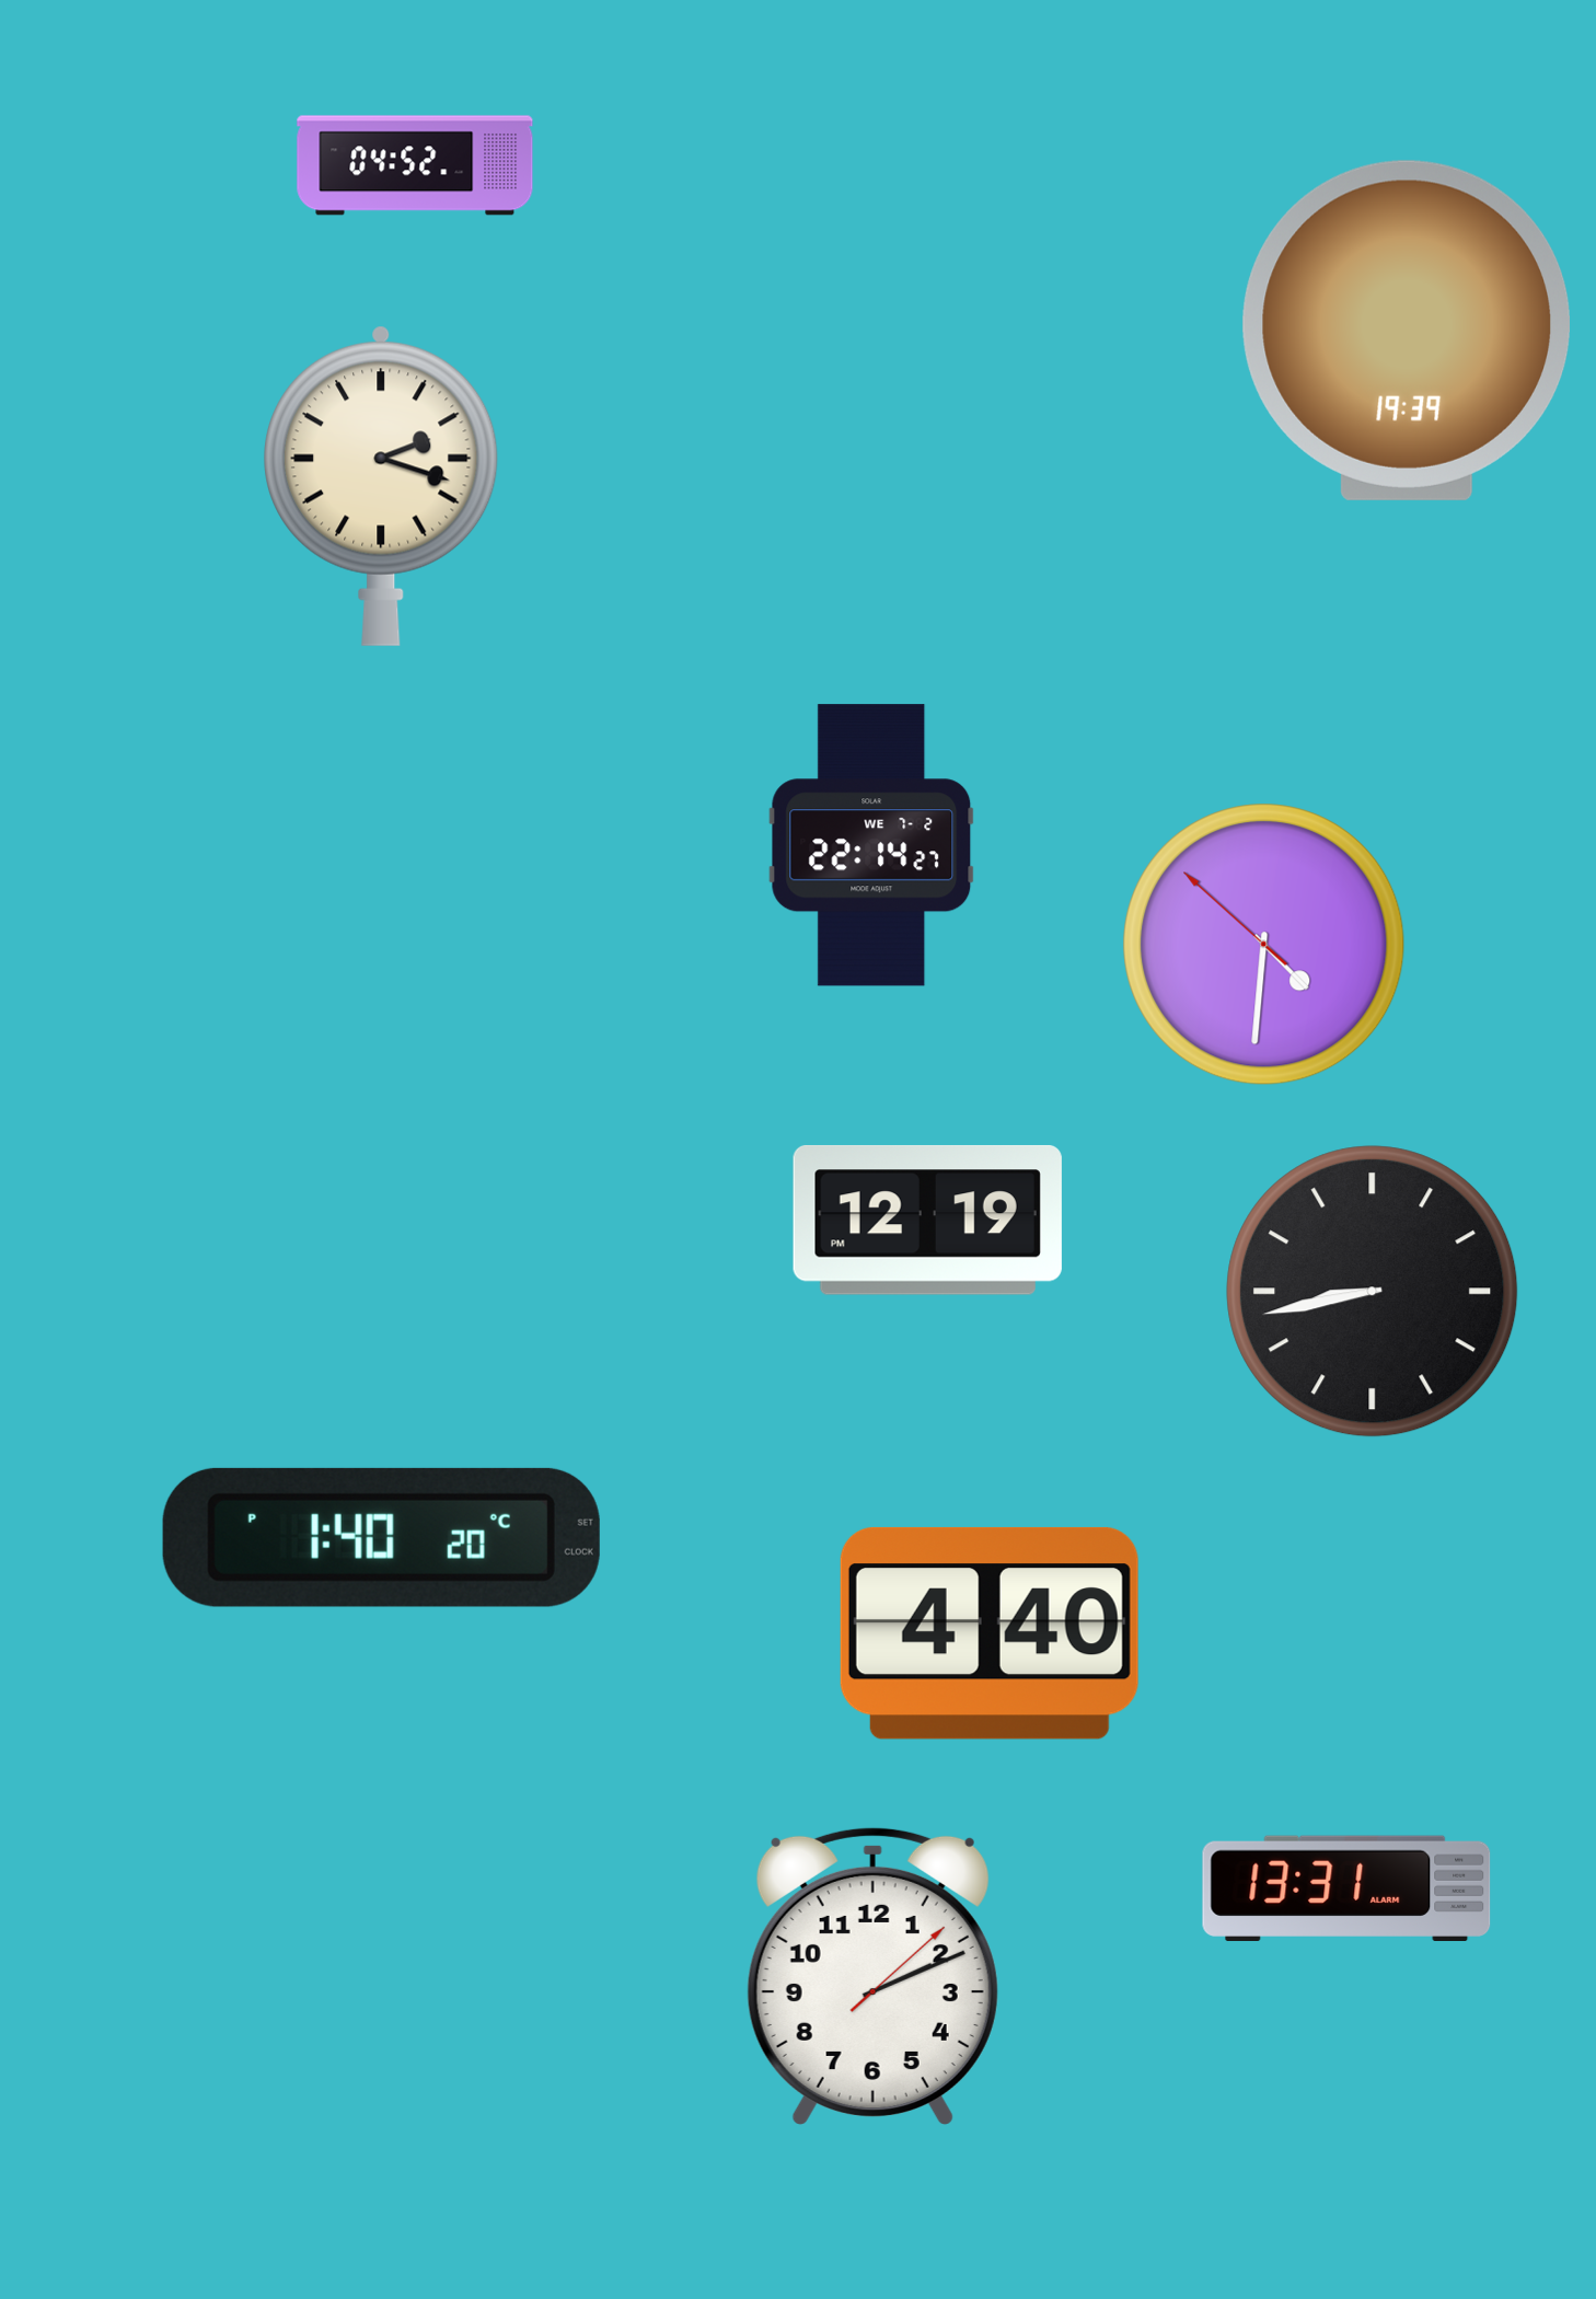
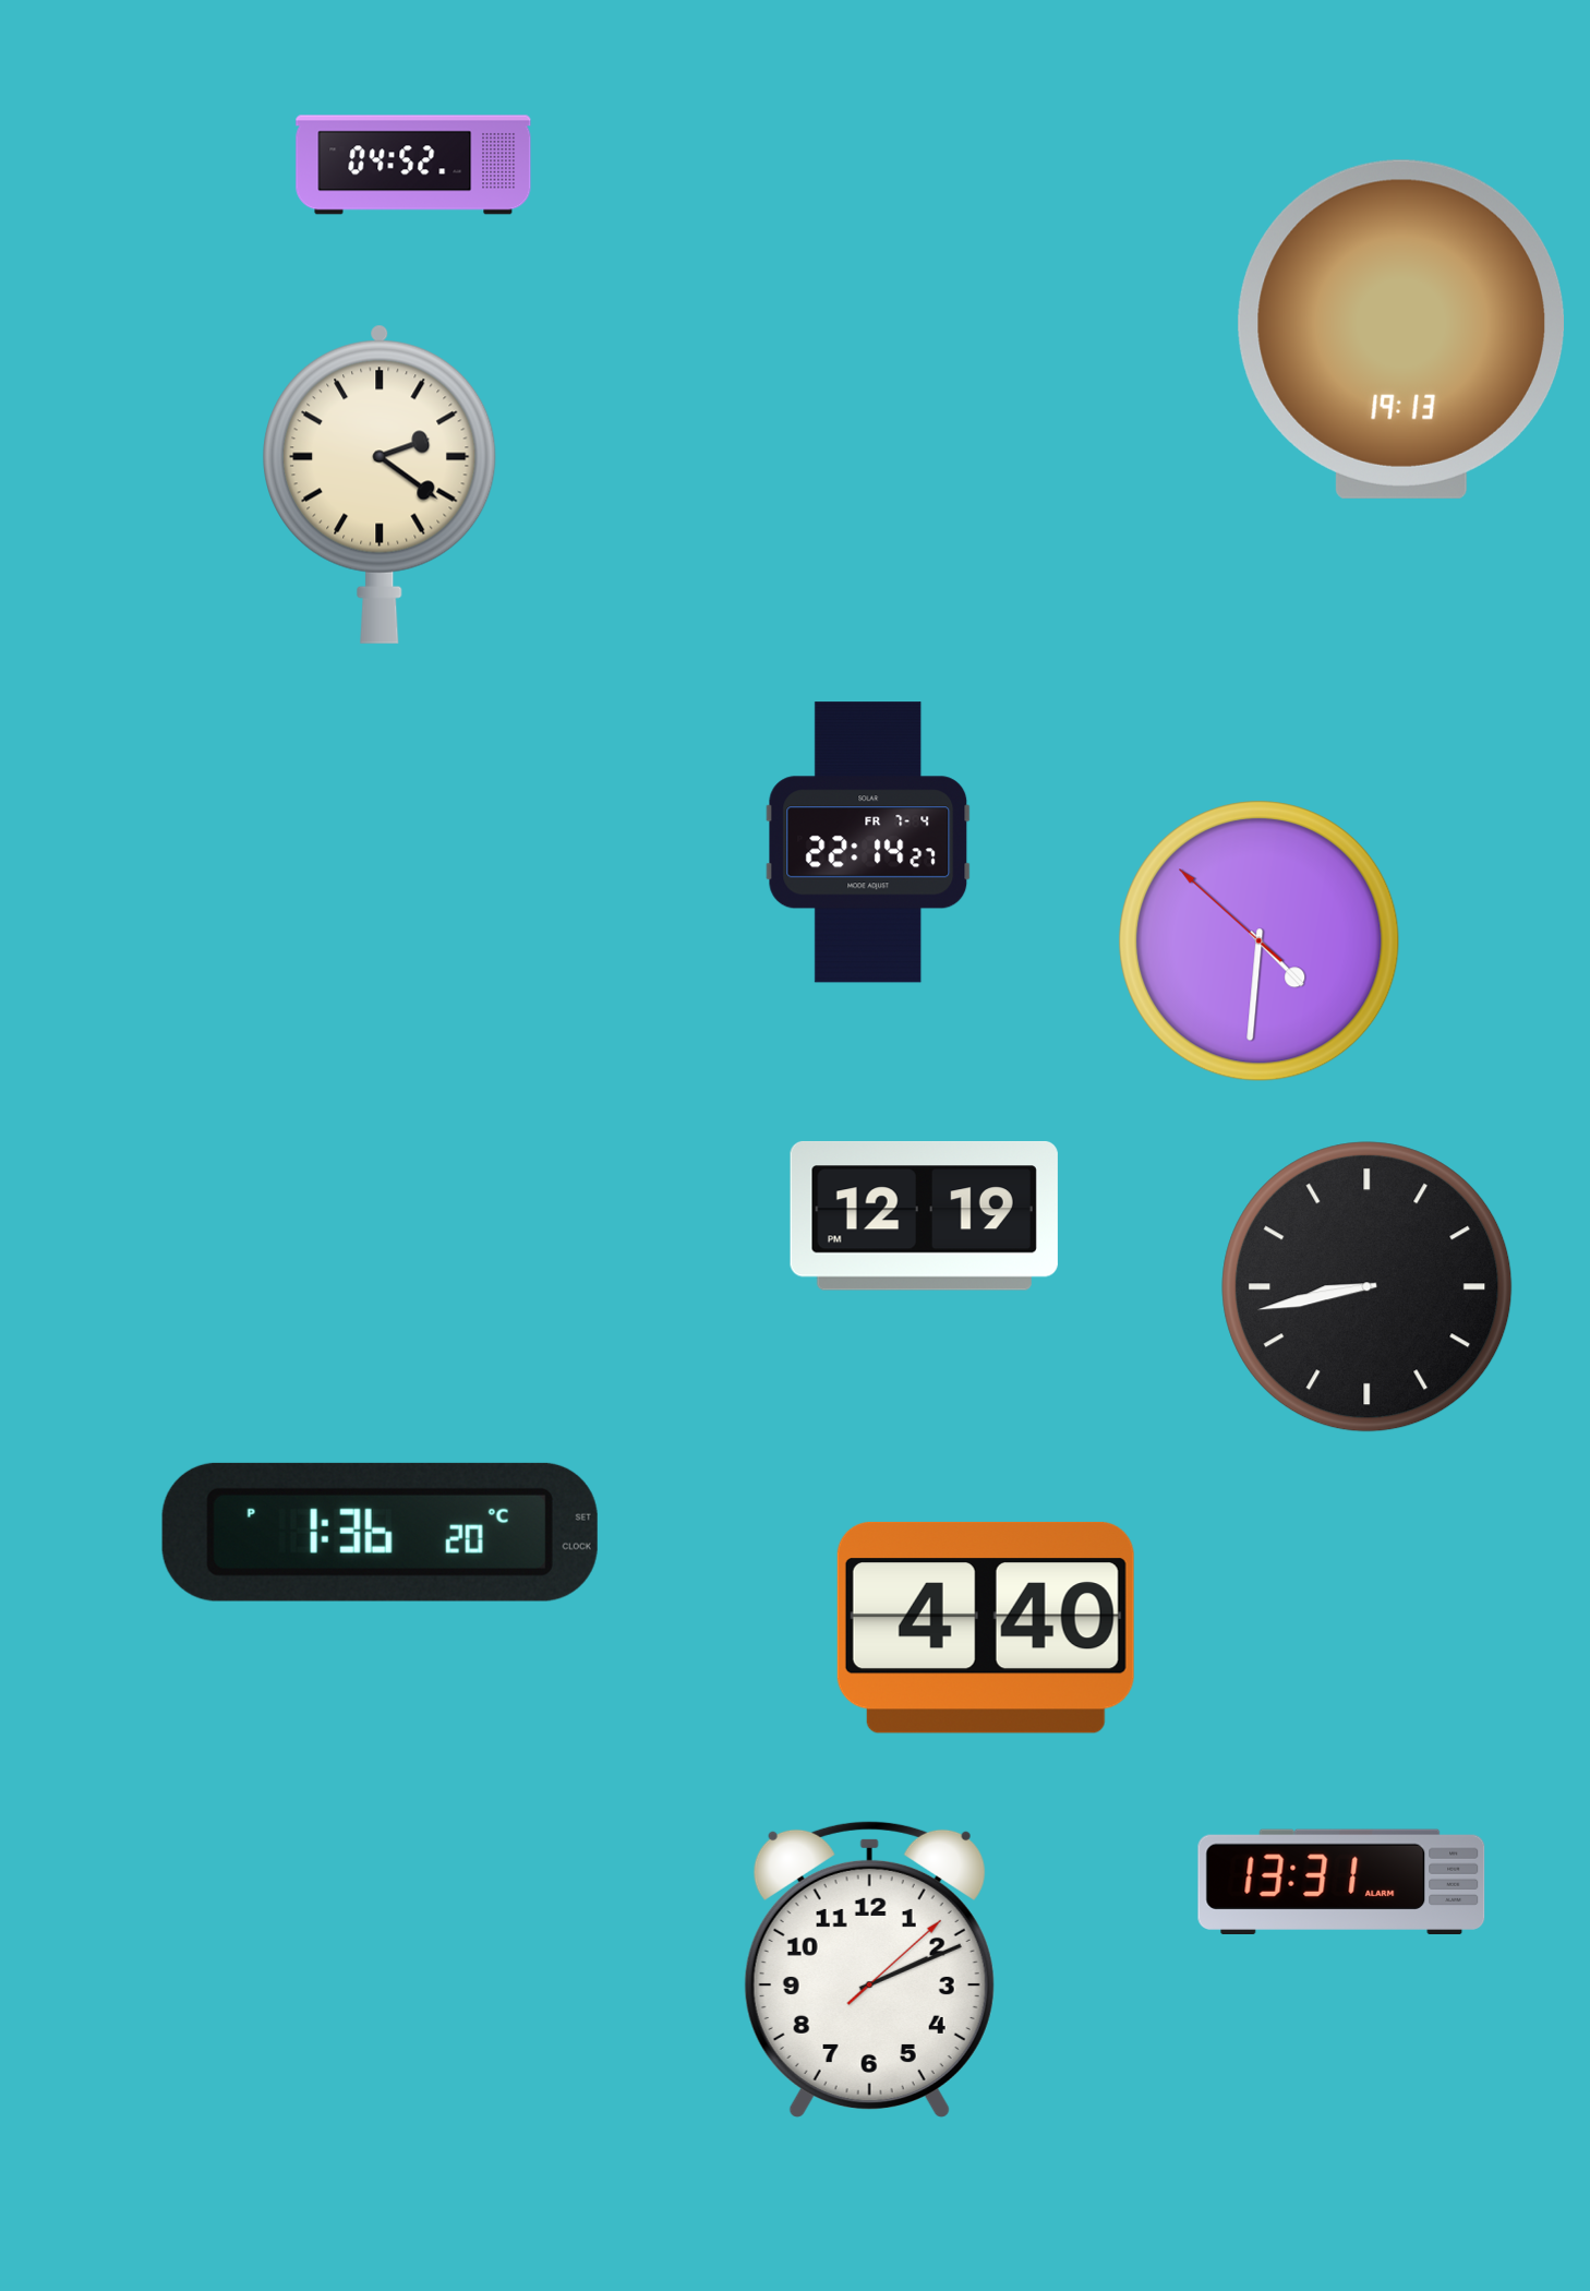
clock at (1407, 331): 19:39 -> 19:13
clock at (381, 486): 2:18 -> 2:21
clock at (871, 845) date: WE 7-2 -> FR 7-4
clock at (381, 1537): 1:40 -> 1:36
